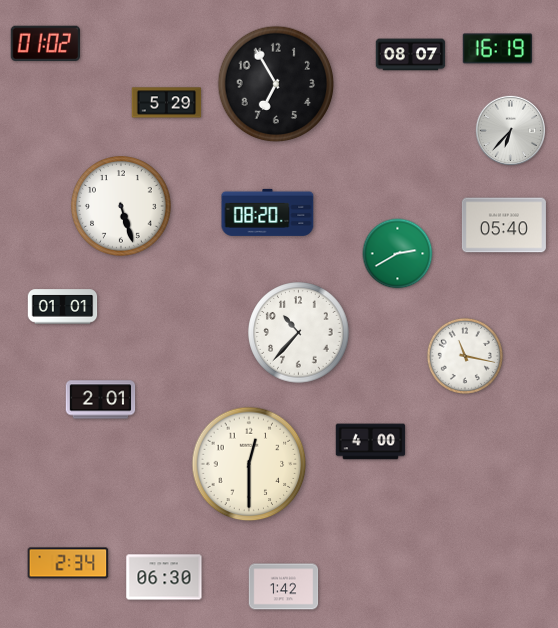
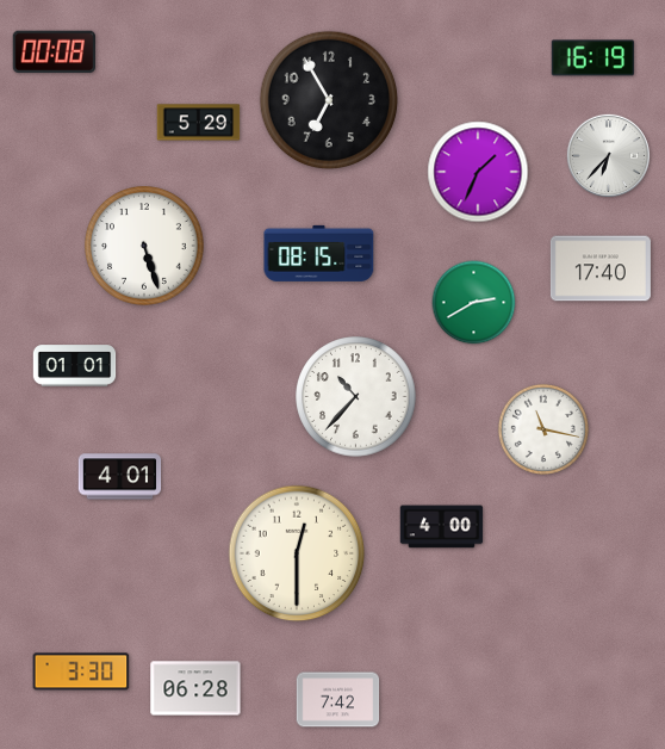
clock at (45, 44): 01:02 -> 00:08
clock at (411, 55): 08:07 -> none
clock at (478, 172): none -> 1:34
clock at (268, 212): 08:20 -> 08:15
clock at (504, 225): 05:40 -> 17:40
clock at (465, 356) position: (465, 356) -> (543, 429)
clock at (101, 400): 2:01 -> 4:01
clock at (68, 563): 2:34 -> 3:30
clock at (164, 577): 06:30 -> 06:28
clock at (284, 587): 1:42 -> 7:42
